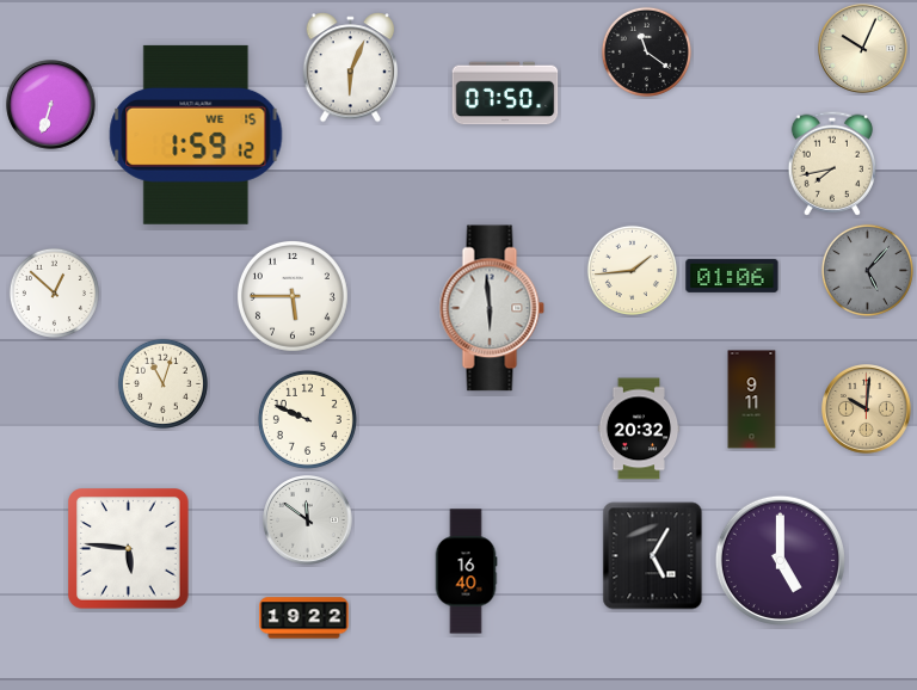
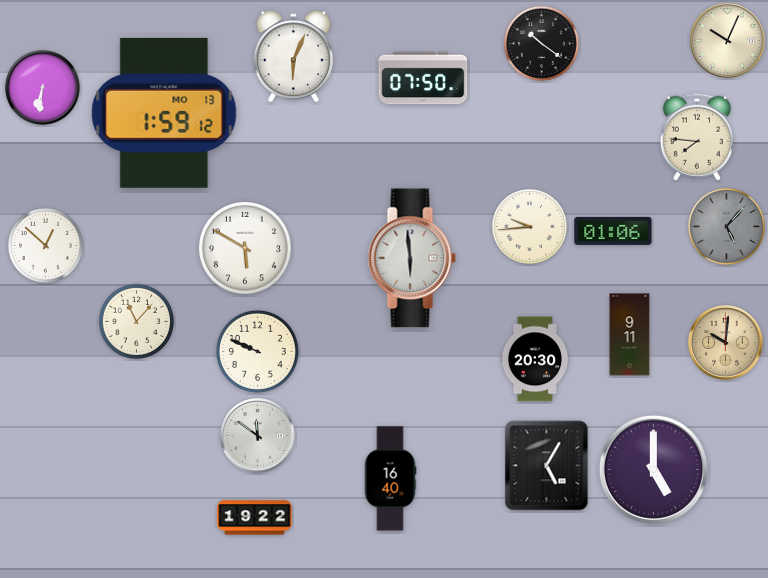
clock at (863, 49) position: (863, 49) -> (728, 41)
clock at (646, 51): 11:21 -> 10:21
clock at (51, 105): 6:33 -> 6:31
clock at (196, 135) date: WE 15 -> MO 13
clock at (832, 164): 7:43 -> 7:46
clock at (632, 270): 1:44 -> 9:44
clock at (293, 296): 5:45 -> 5:50
clock at (162, 383): 11:03 -> 11:07
clock at (639, 429): 20:32 -> 20:30
clock at (129, 549): 5:46 -> none
